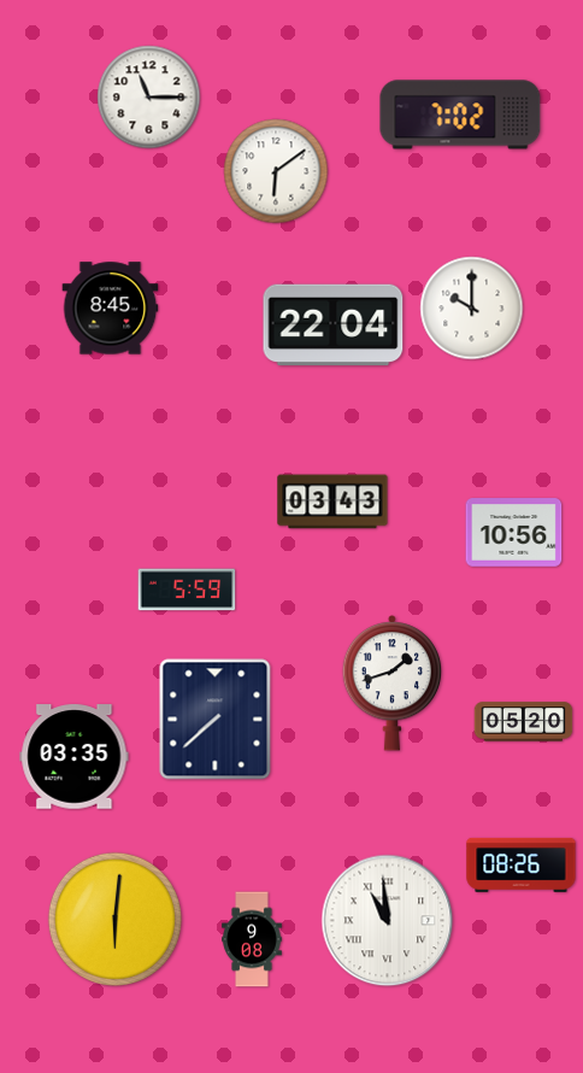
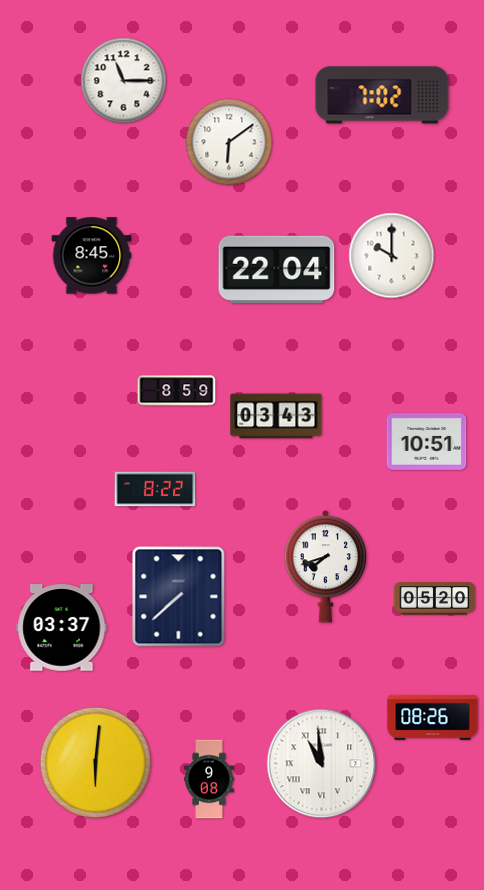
clock at (177, 391): none -> 8:59
clock at (514, 533): 10:56 -> 10:51
clock at (187, 590): 5:59 -> 8:22
clock at (393, 684): 1:42 -> 7:42
clock at (75, 757): 03:35 -> 03:37
